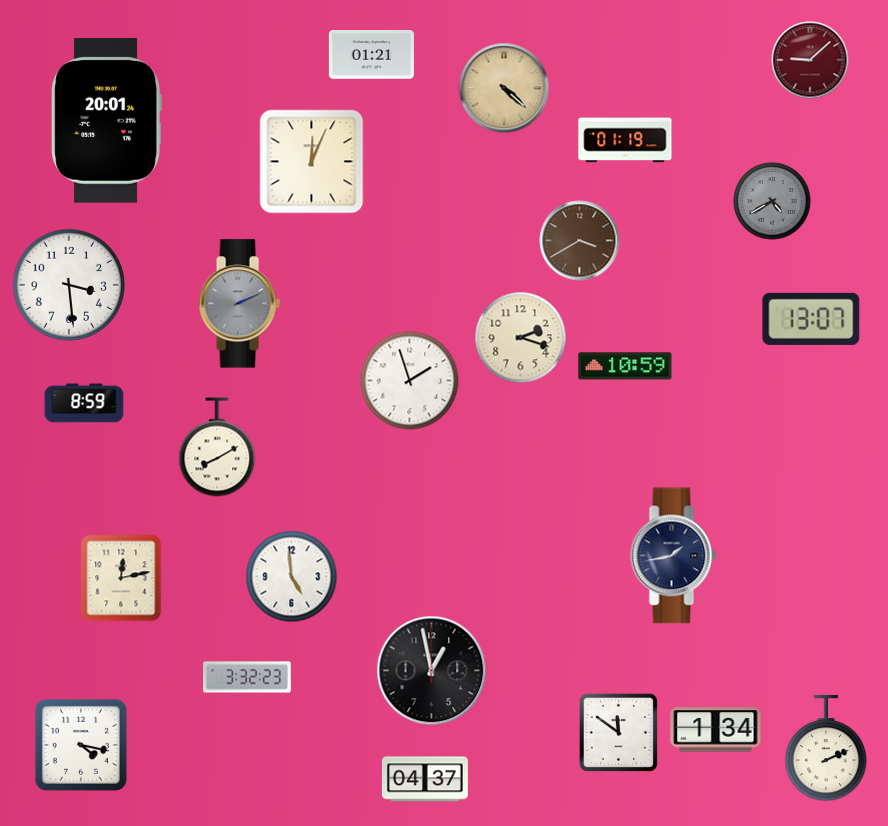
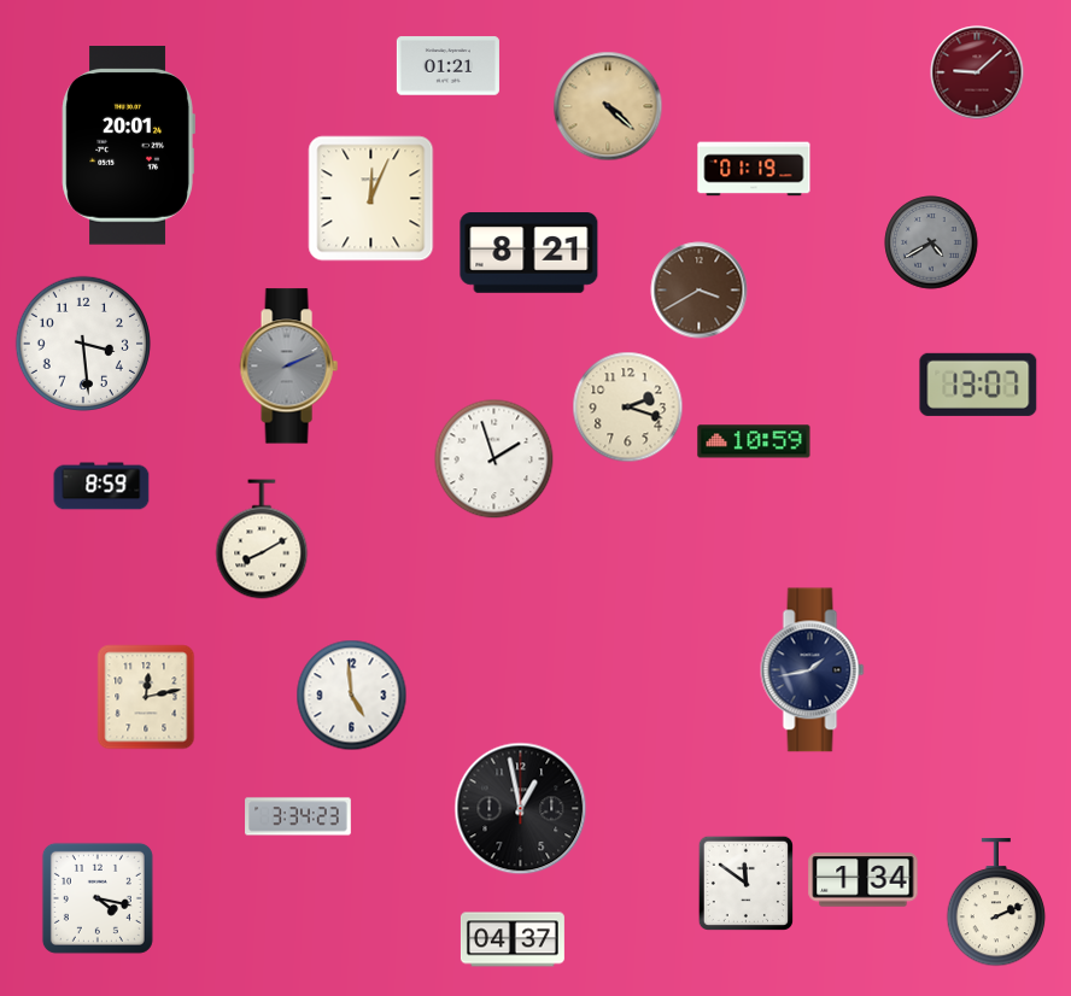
clock at (312, 162) position: (312, 162) -> (371, 199)
clock at (529, 253): none -> 8:21
clock at (247, 677): 3:32 -> 3:34
